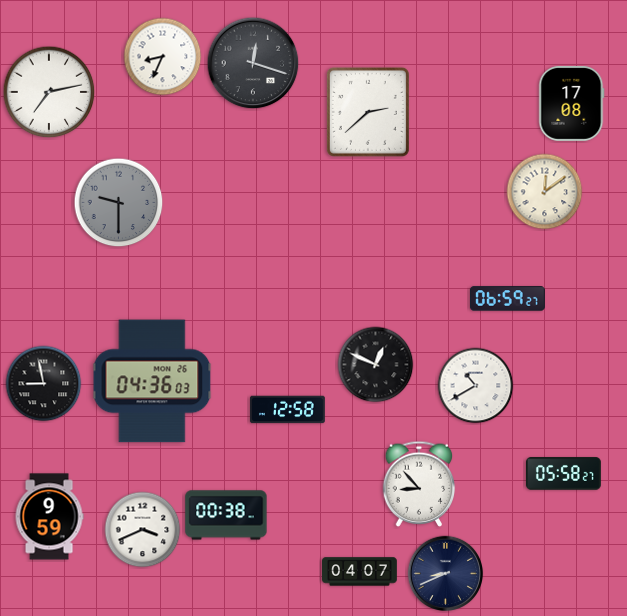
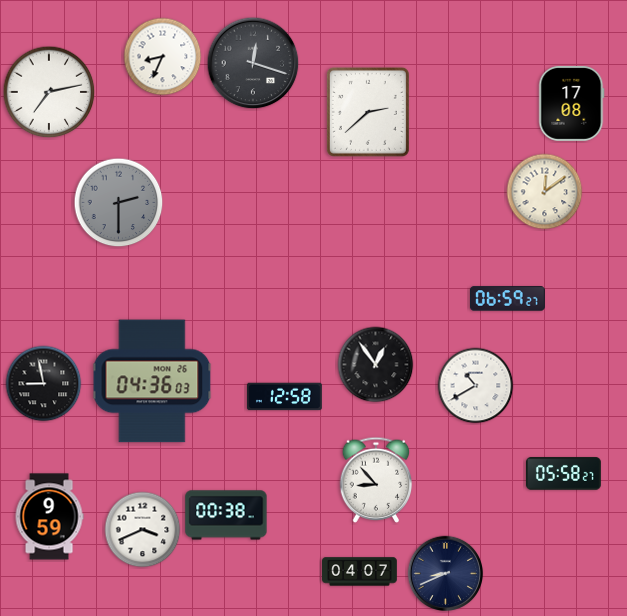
clock at (119, 203): 9:30 -> 2:30
clock at (376, 365): 12:49 -> 12:54
clock at (288, 410) position: (288, 410) -> (285, 397)
clock at (419, 484) position: (419, 484) -> (376, 480)
